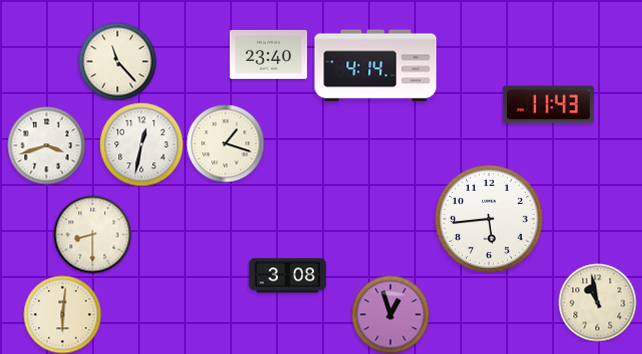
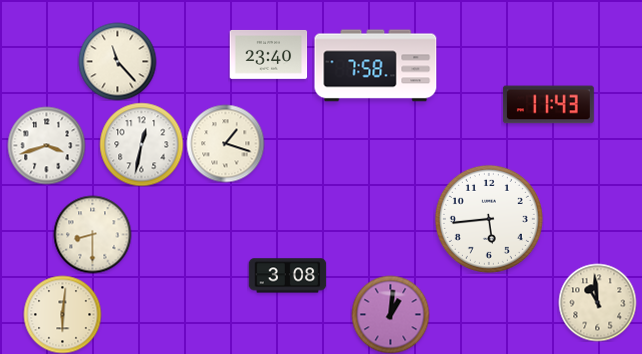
clock at (376, 66): 4:14 -> 7:58
clock at (597, 302): 10:58 -> 10:59
clock at (390, 314): 12:57 -> 1:01
